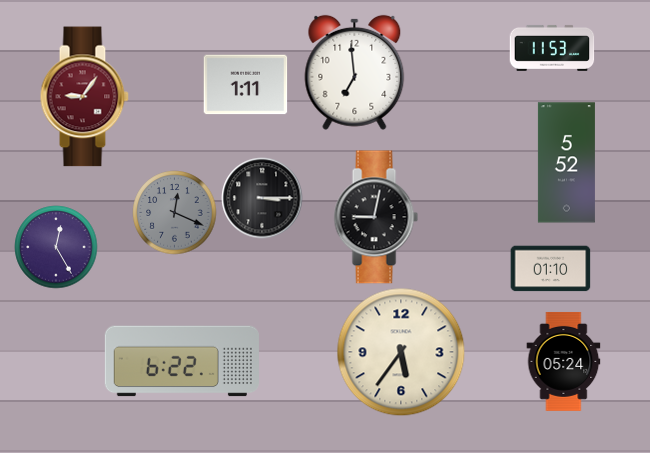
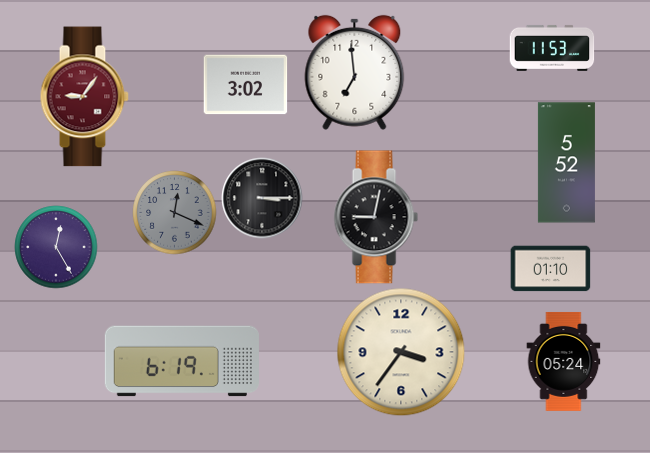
clock at (245, 85): 1:11 -> 3:02
clock at (401, 352): 5:36 -> 3:36
clock at (182, 361): 6:22 -> 6:19
